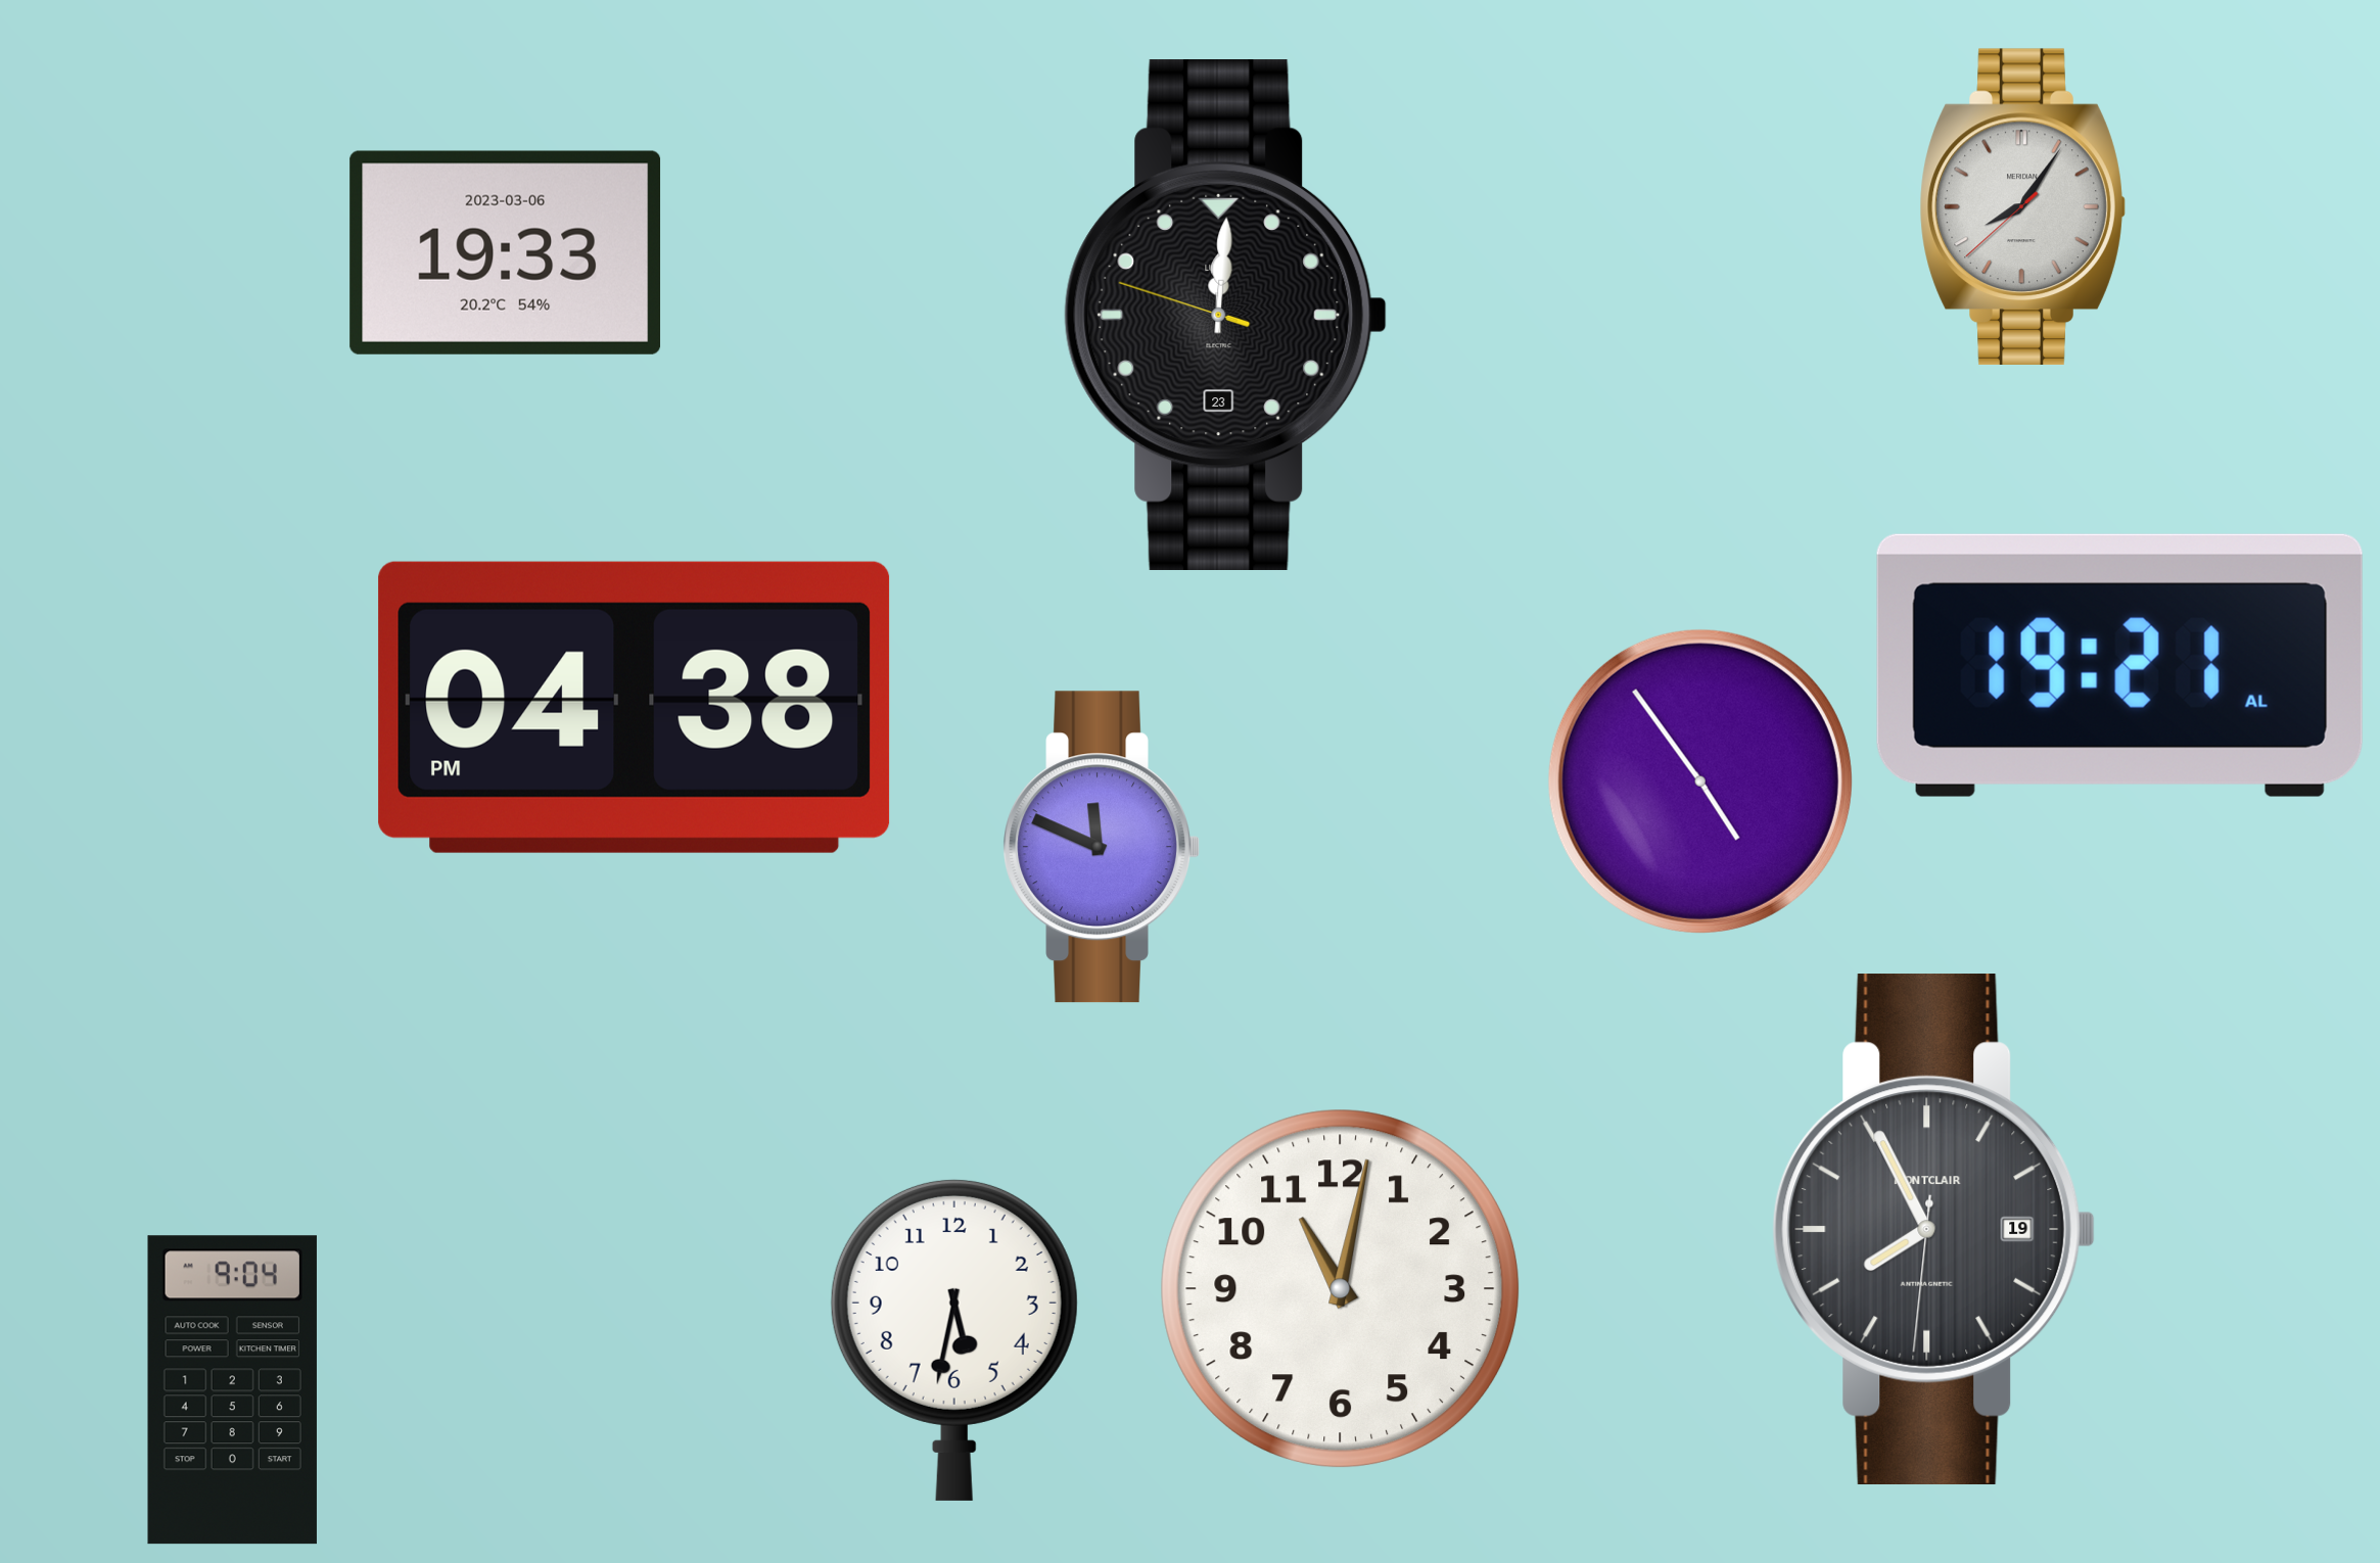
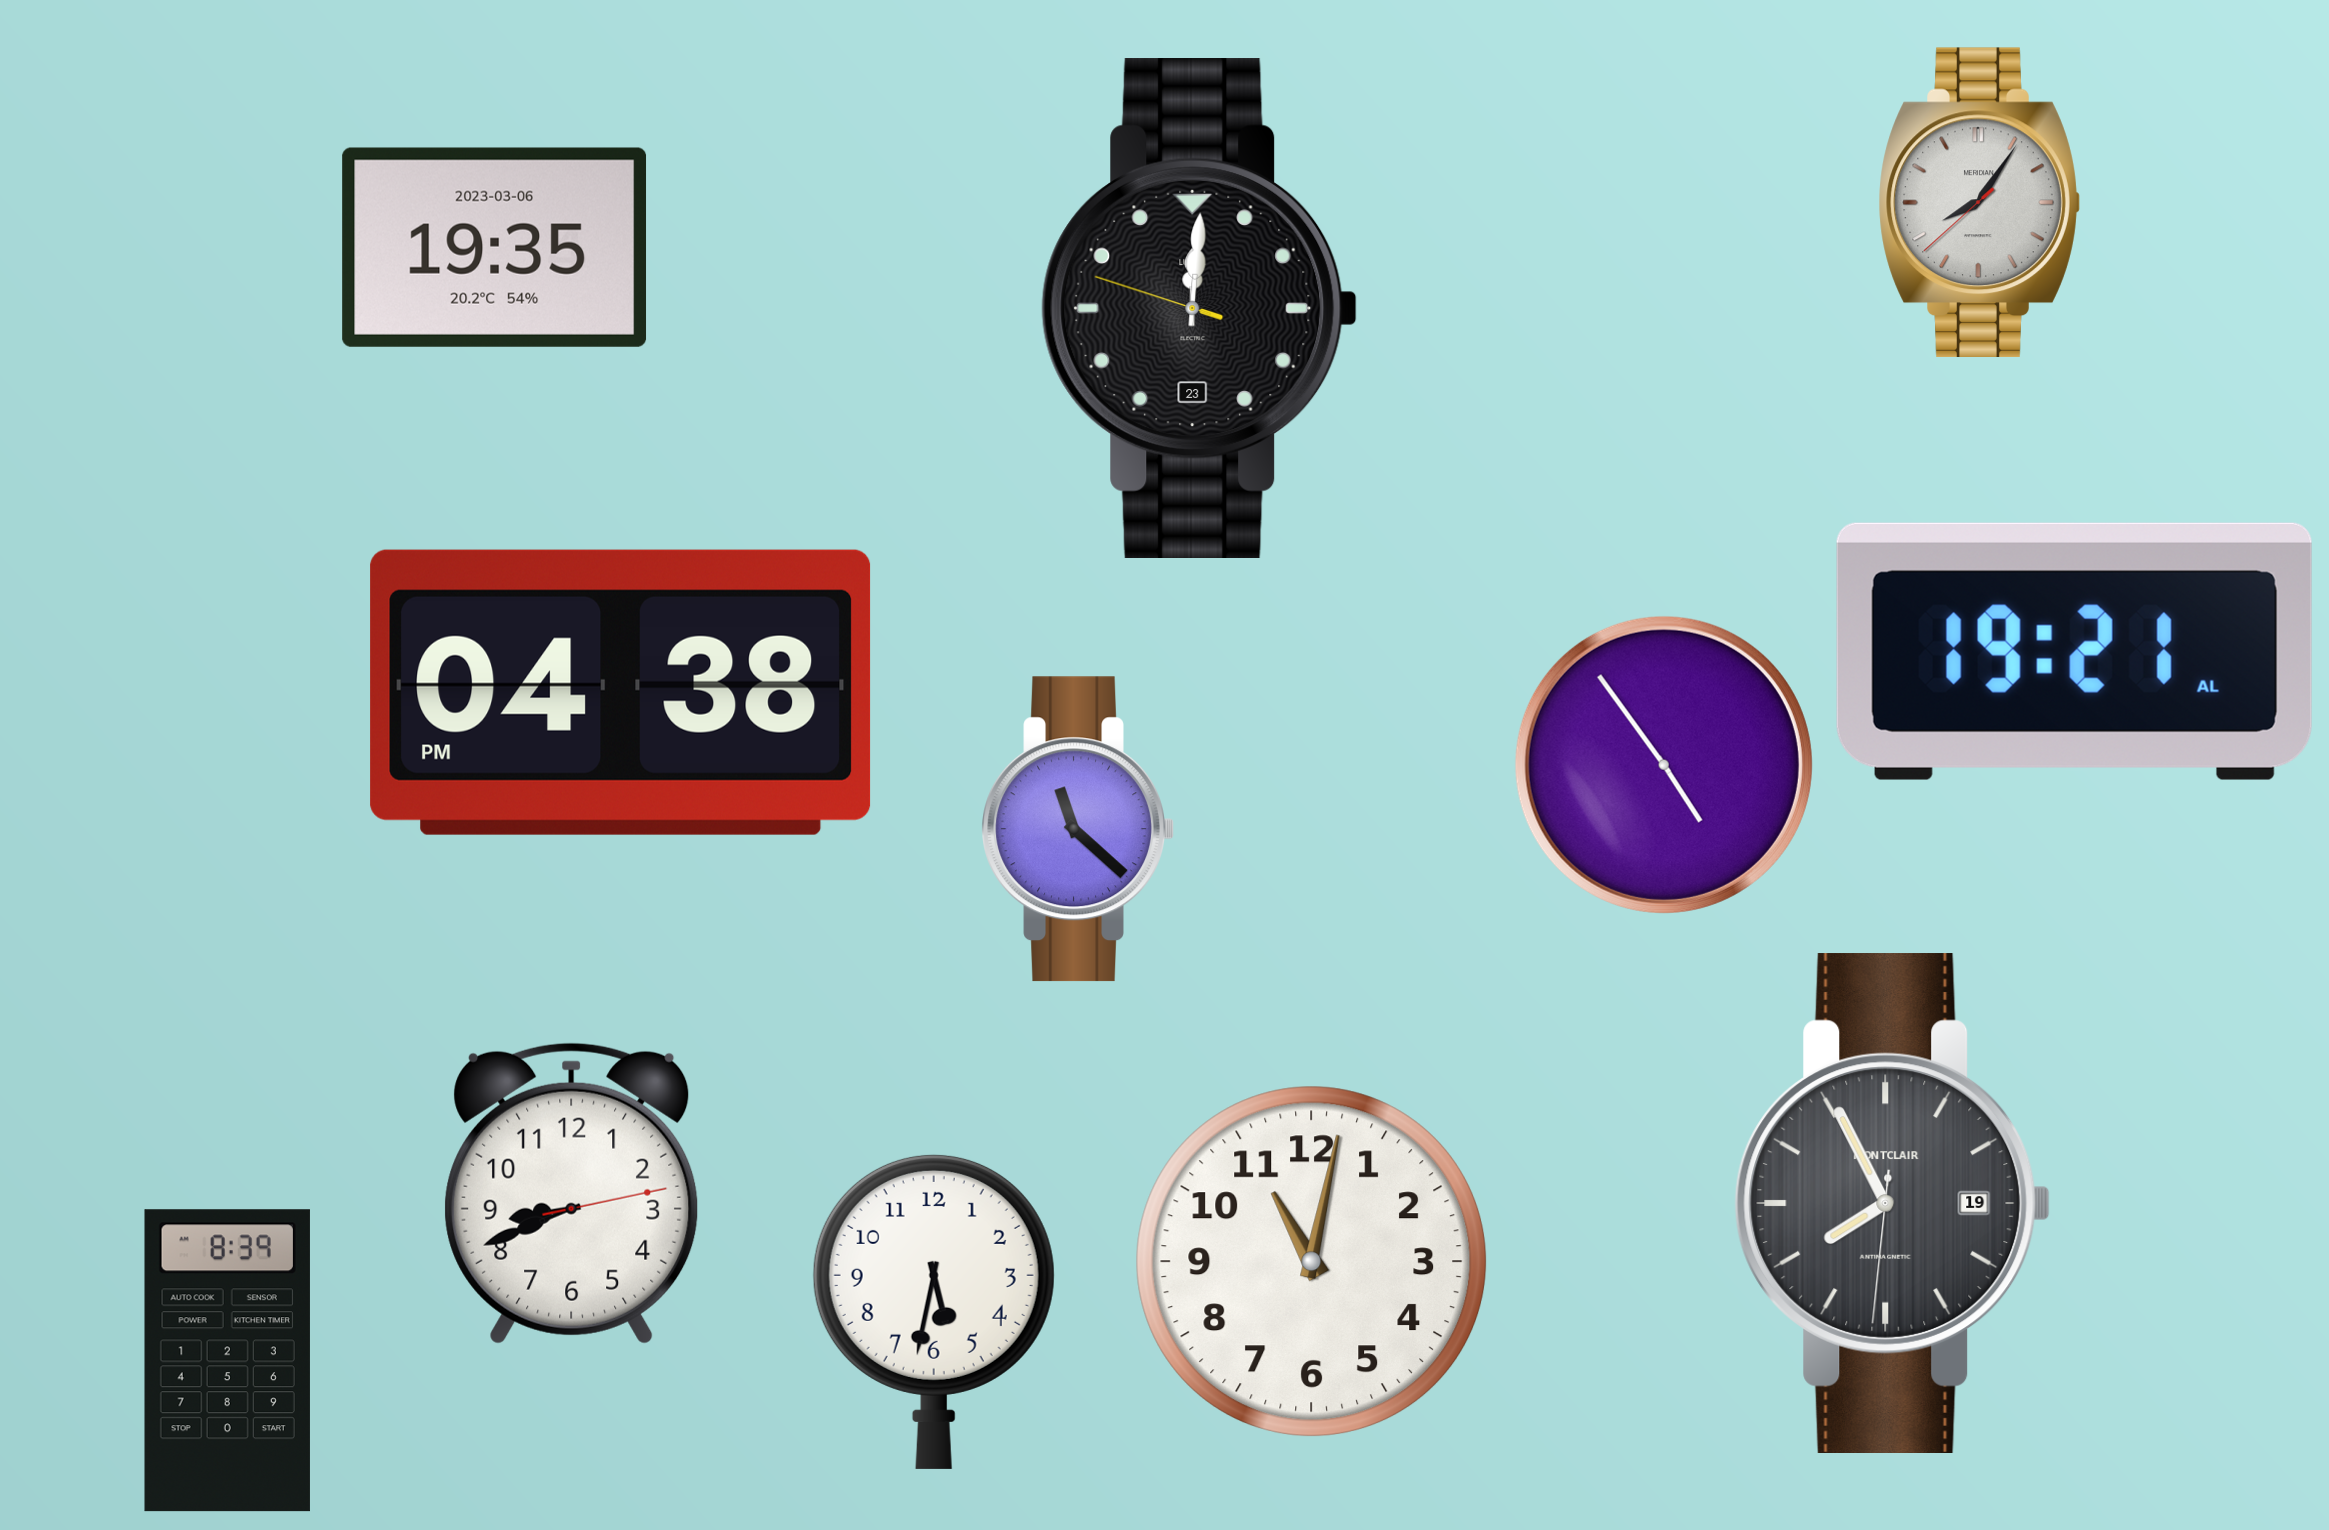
clock at (506, 252): 19:33 -> 19:35
clock at (1102, 847): 11:49 -> 11:22
clock at (572, 1193): none -> 8:41
clock at (232, 1390): 9:04 -> 8:39
